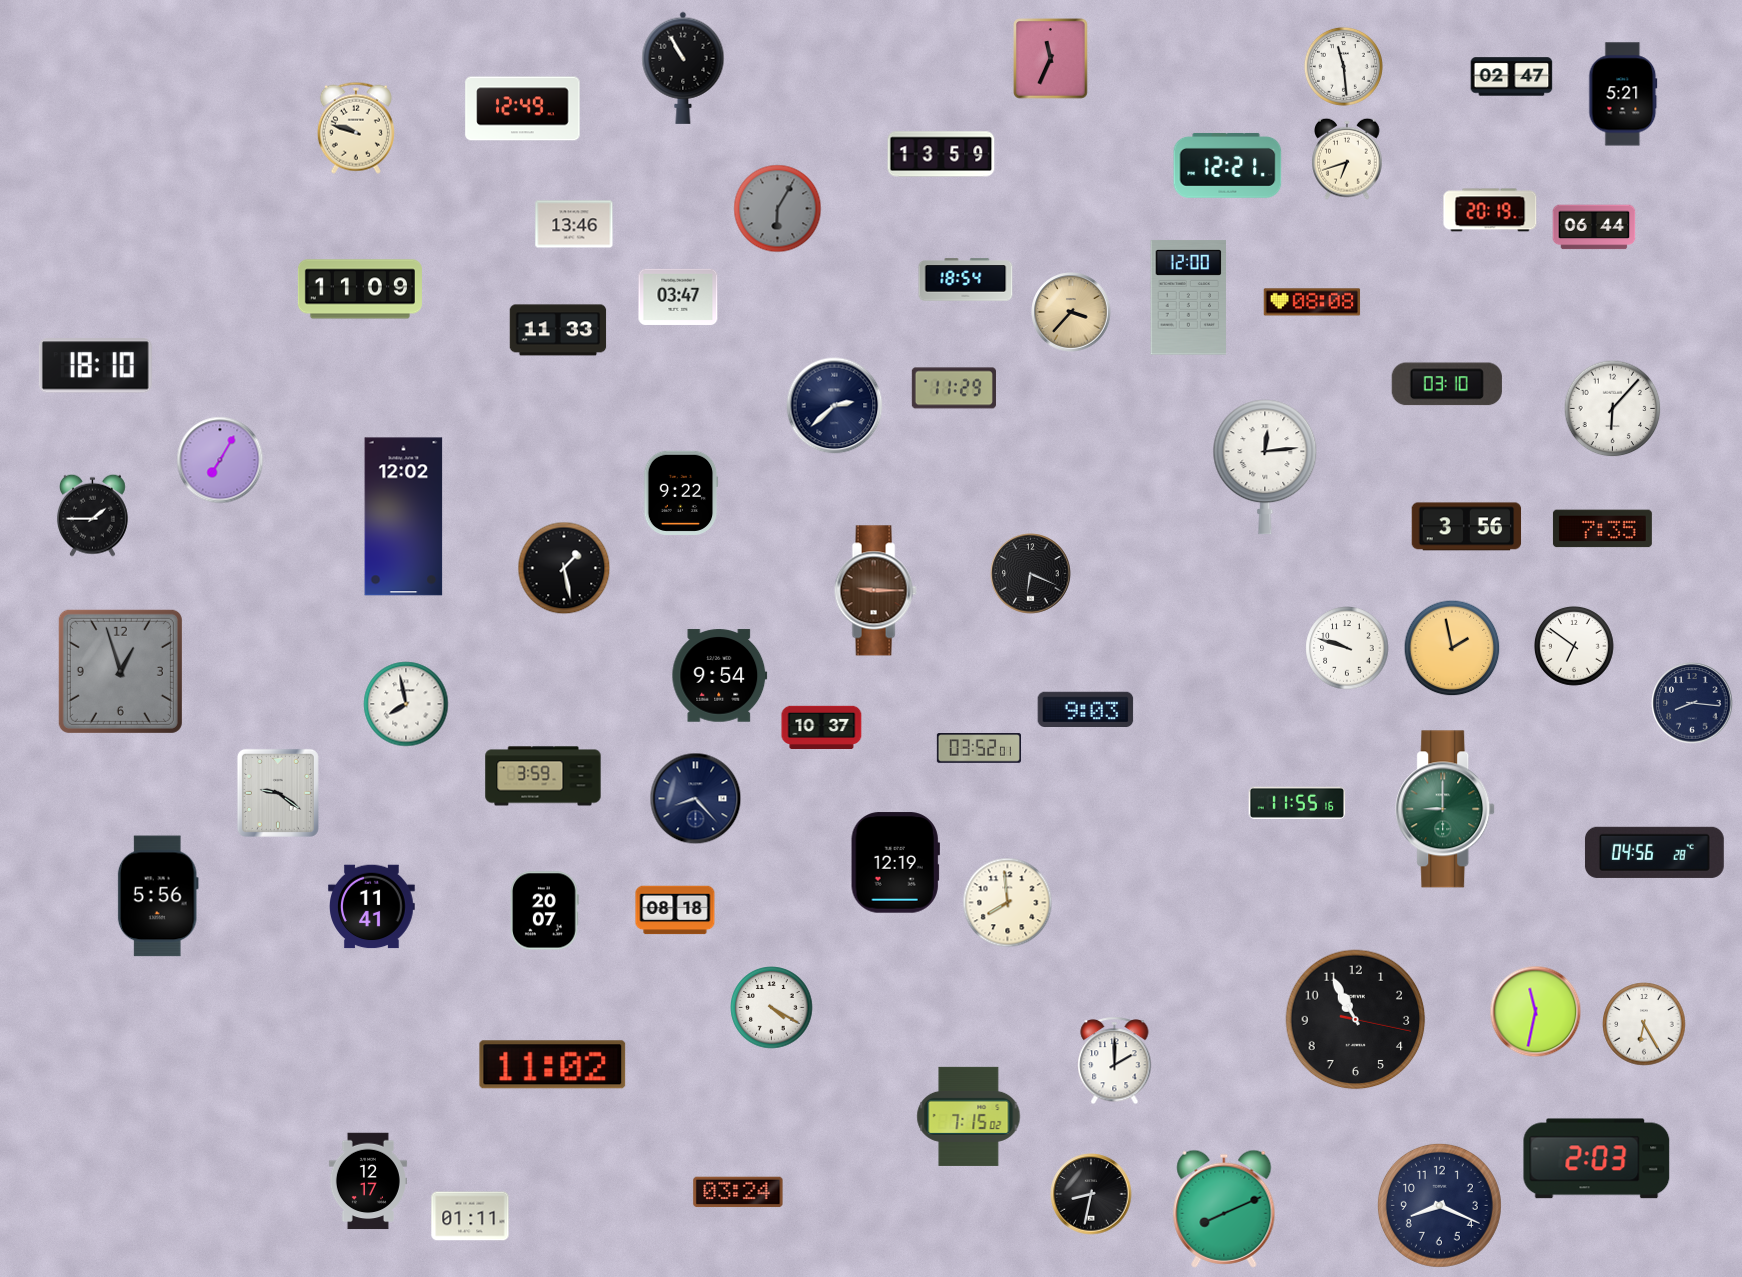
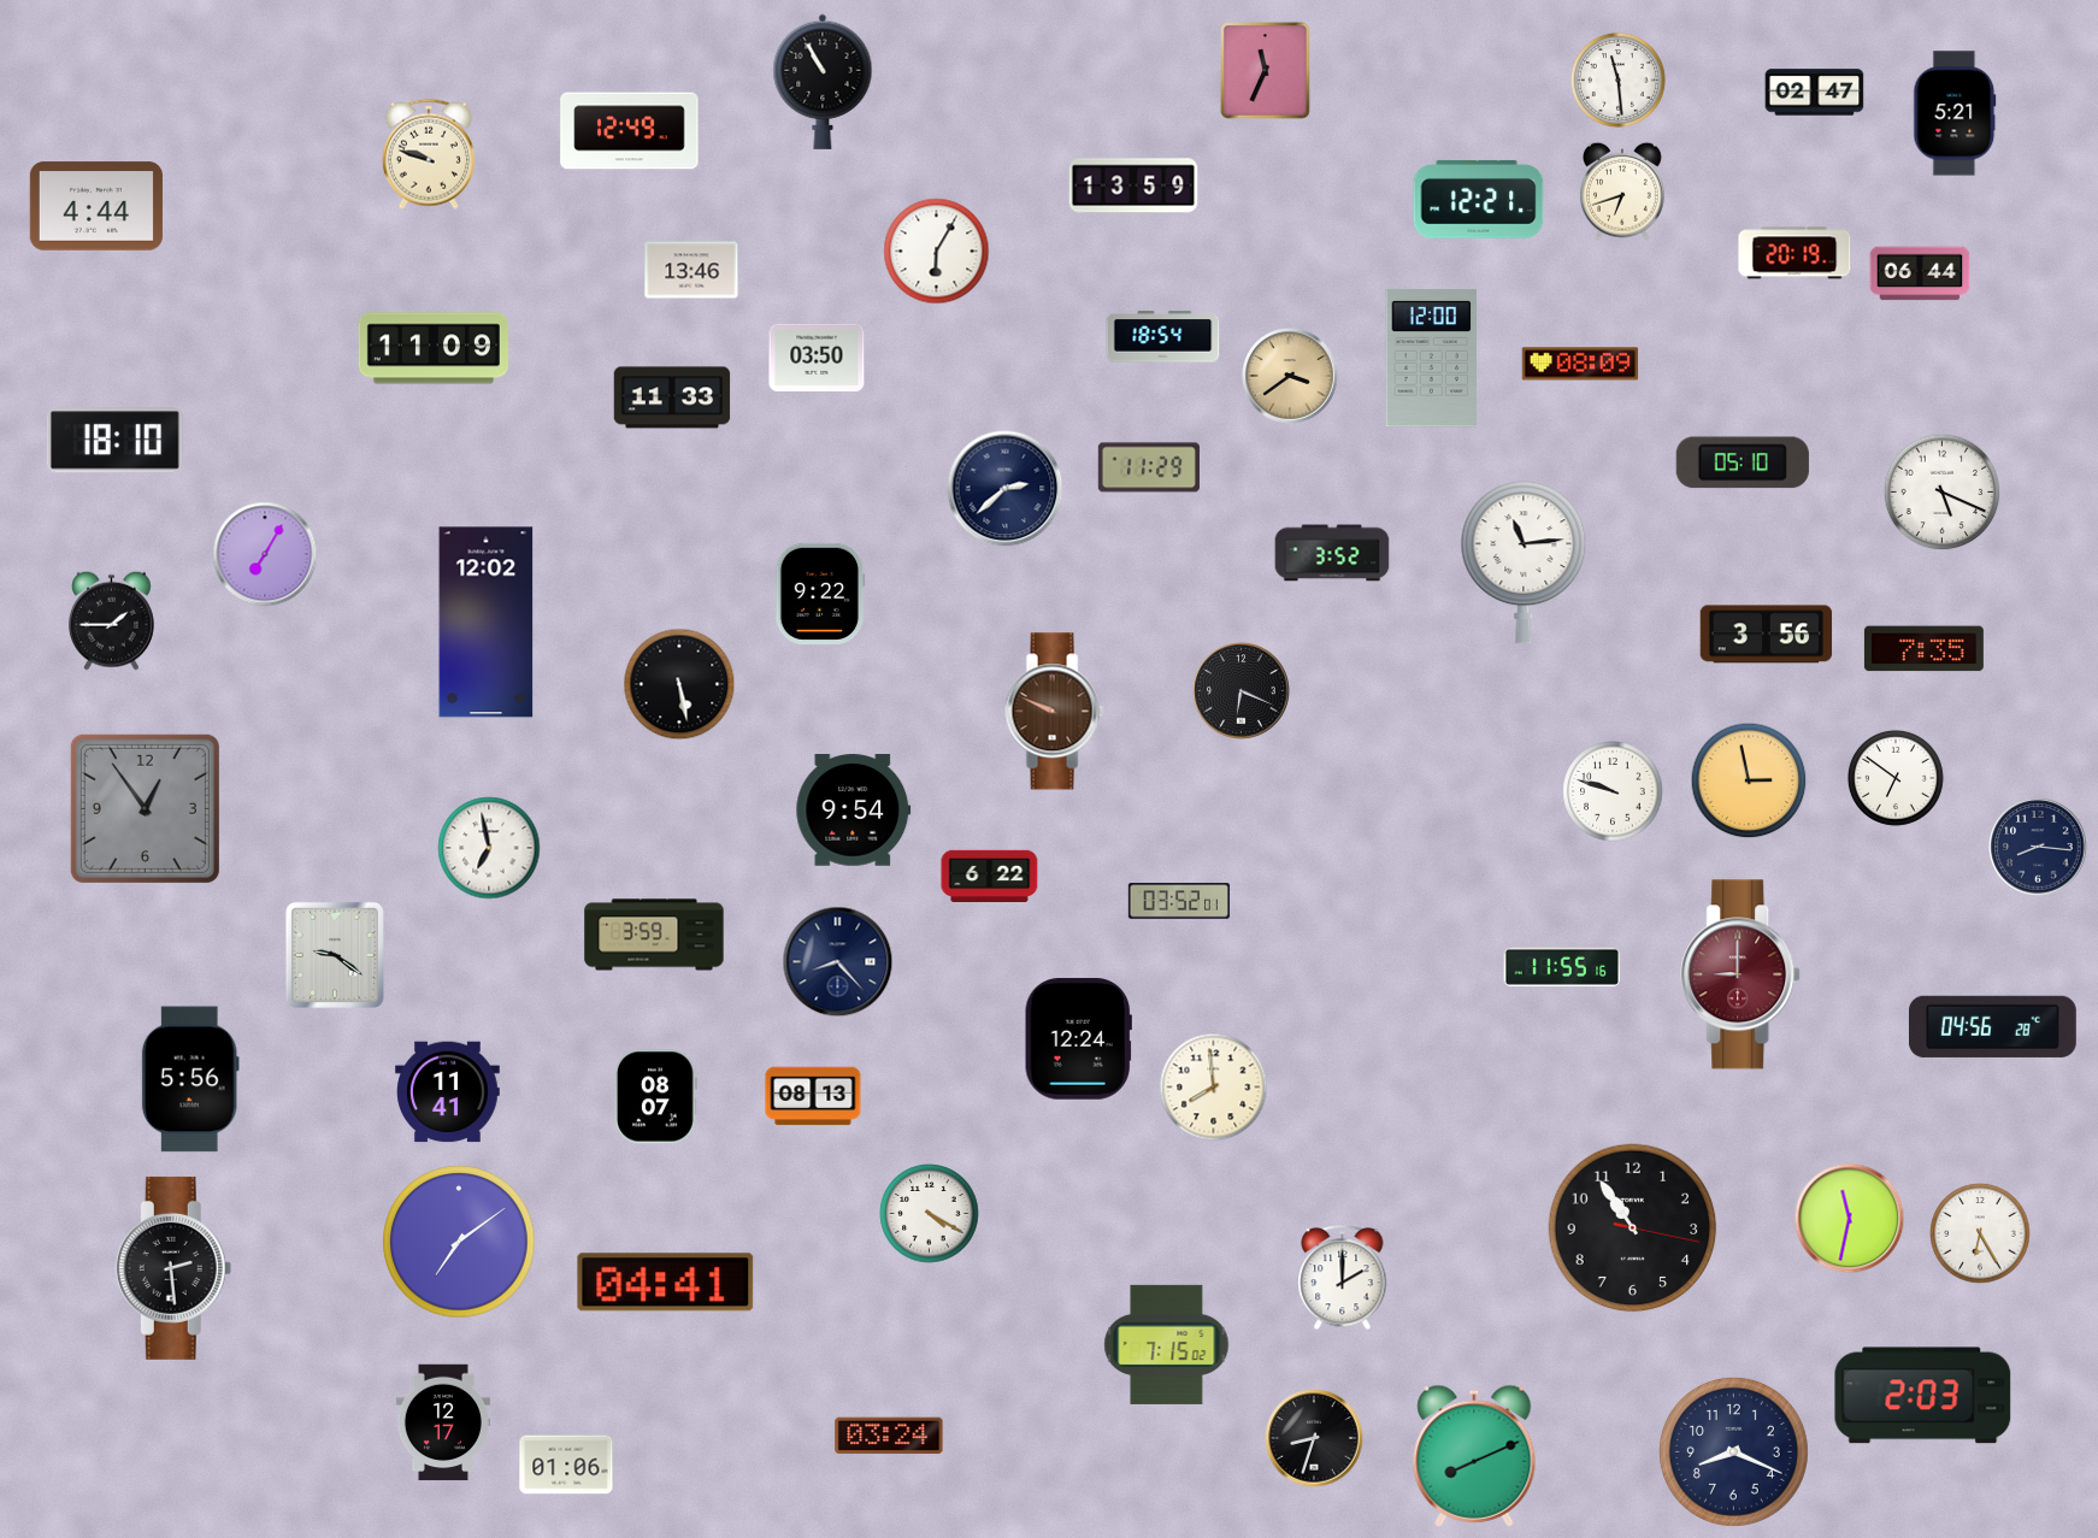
clock at (1512, 77) position: (1512, 77) -> (1815, 93)
clock at (96, 206): none -> 4:44
clock at (778, 209) dial: grey -> white
clock at (678, 296): 03:47 -> 03:50
clock at (1312, 302): 08:08 -> 08:09
clock at (1071, 312): 3:37 -> 3:39
clock at (1447, 384): 03:10 -> 05:10
clock at (1613, 409): 6:07 -> 5:19
clock at (1332, 553): none -> 3:52
clock at (1265, 467): 12:14 -> 11:14
clock at (1602, 529) position: (1602, 529) -> (1923, 649)
clock at (564, 568): 1:28 -> 5:28
clock at (875, 591): 9:15 -> 9:49
clock at (1347, 648) position: (1347, 648) -> (1613, 791)
clock at (1452, 648): 1:58 -> 2:58
clock at (120, 671): 12:57 -> 12:54
clock at (720, 676) position: (720, 676) -> (854, 811)
clock at (406, 704): 7:58 -> 6:58
clock at (1086, 709): 9:03 -> none
clock at (822, 727): 10:37 -> 6:22
clock at (1446, 809) dial: green -> burgundy
clock at (895, 863): 12:19 -> 12:24
clock at (675, 910): 08:18 -> 08:13
clock at (545, 911): 20:07 -> 08:07
clock at (1356, 1020): 10:55 -> 10:54
clock at (459, 1242): none -> 7:09
clock at (173, 1268): none -> 2:29
clock at (553, 1065): 11:02 -> 04:41
clock at (1091, 1194): 8:32 -> 8:33
clock at (470, 1216): 01:11 -> 01:06
